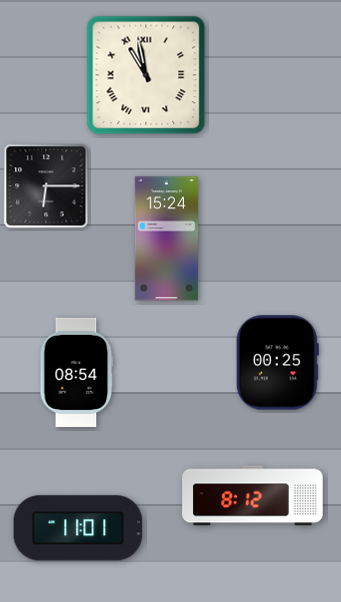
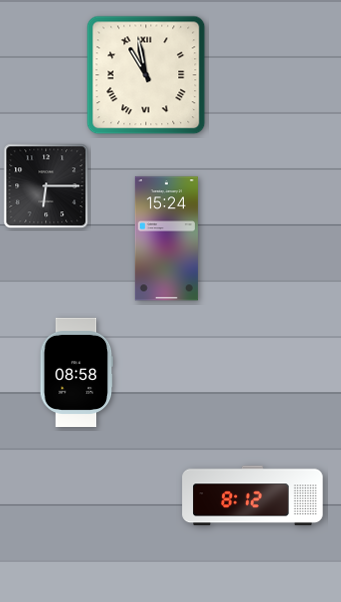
clock at (277, 363): 00:25 -> none
clock at (77, 372): 08:54 -> 08:58
clock at (78, 528): 11:01 -> none
